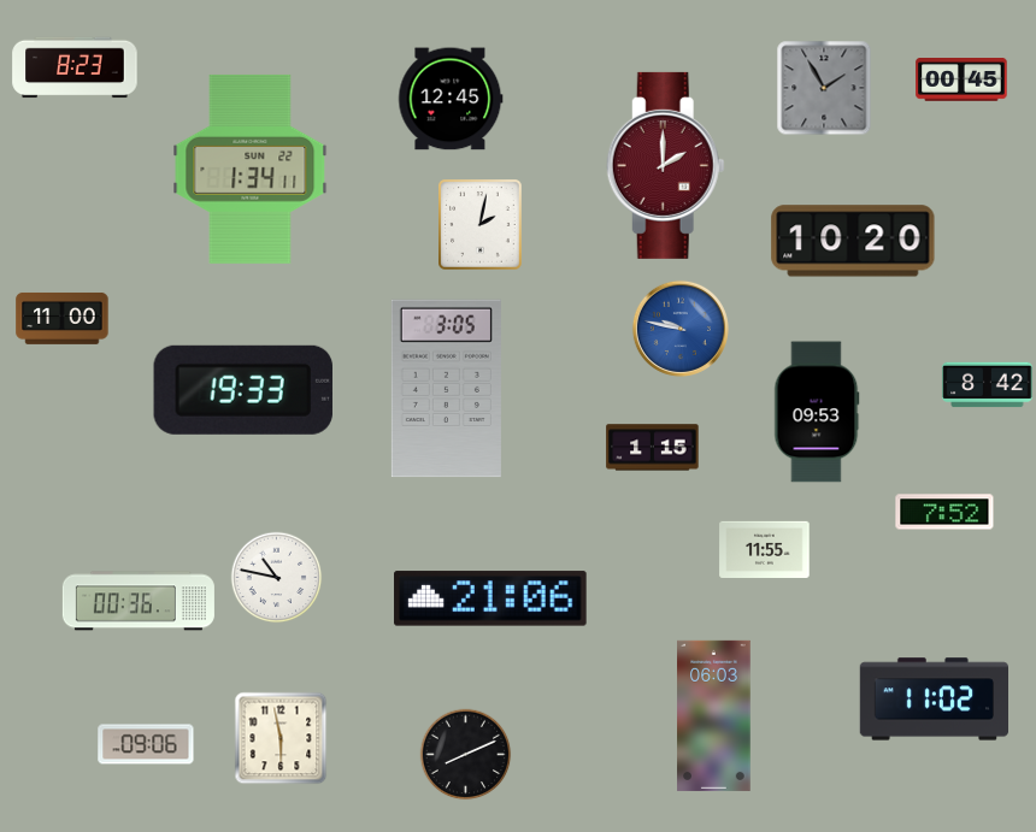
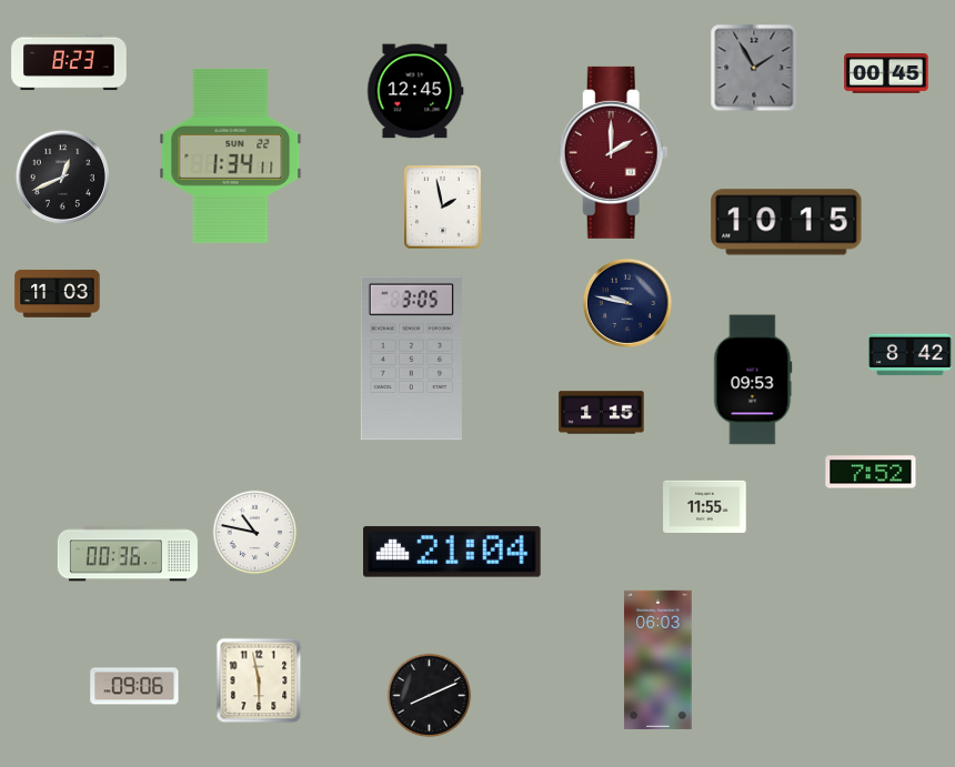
clock at (824, 88) position: (824, 88) -> (754, 68)
clock at (62, 176): none -> 12:41
clock at (481, 225): 2:02 -> 1:58
clock at (853, 241): 10:20 -> 10:15
clock at (63, 318): 11:00 -> 11:03
clock at (681, 329) dial: blue -> navy
clock at (243, 390): 19:33 -> none
clock at (490, 598): 21:06 -> 21:04
clock at (934, 700): 11:02 -> none
